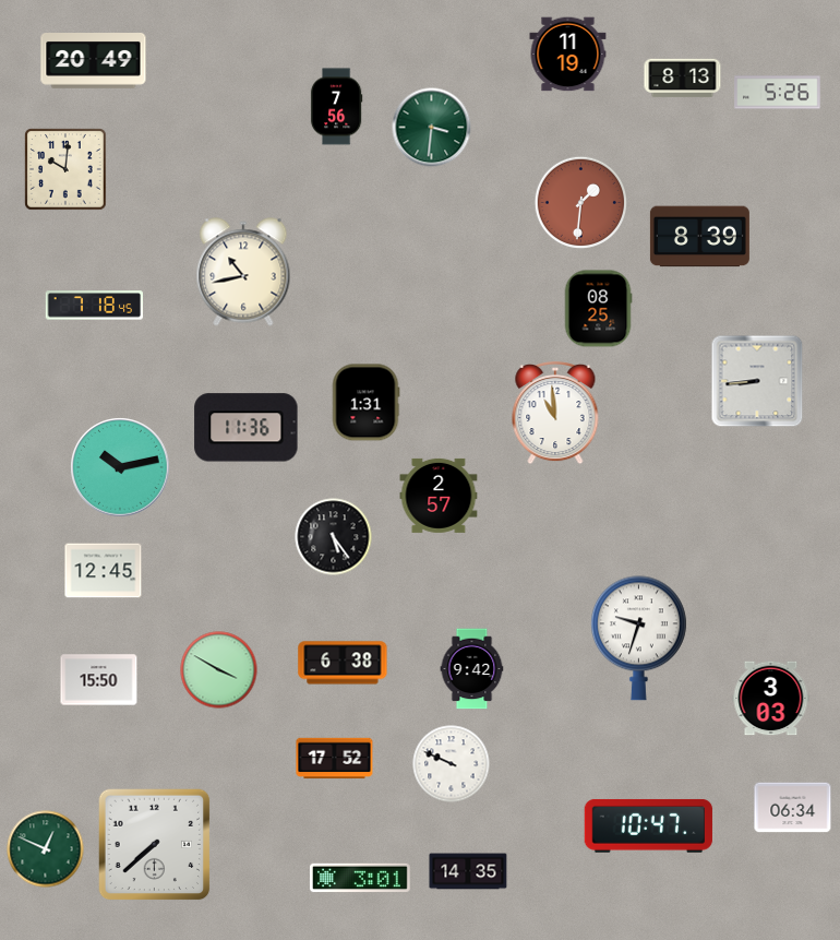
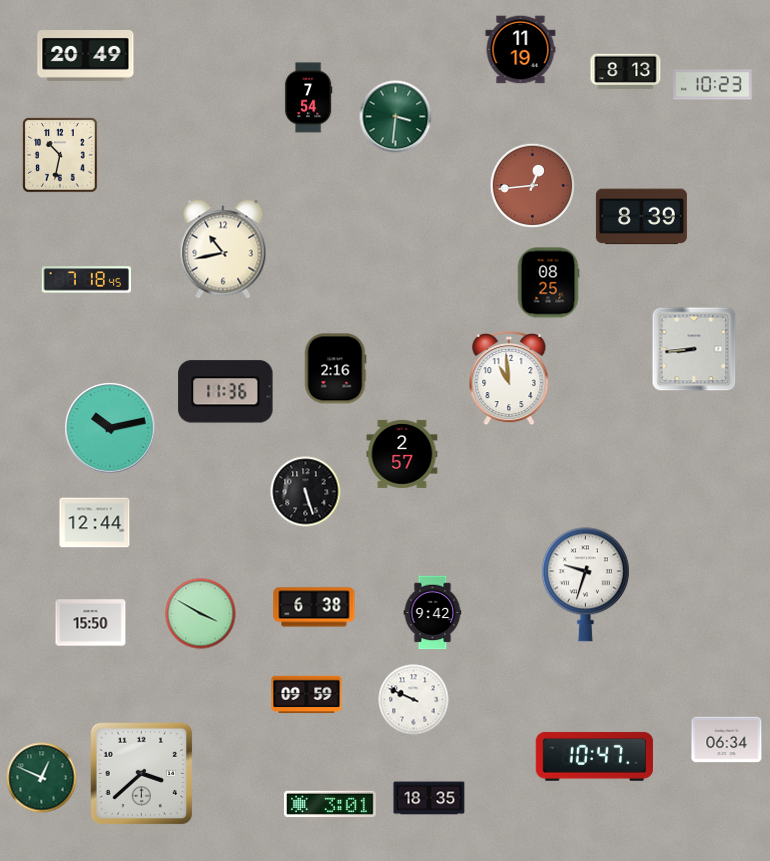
clock at (778, 93): 5:26 -> 10:23
clock at (336, 107): 7:56 -> 7:54
clock at (65, 169): 10:01 -> 10:32
clock at (580, 202): 1:31 -> 12:44
clock at (365, 403): 1:31 -> 2:16
clock at (334, 537): 5:24 -> 5:27
clock at (104, 571): 12:45 -> 12:44
clock at (771, 699): 3:03 -> none
clock at (335, 759): 17:52 -> 09:59
clock at (155, 845): 7:38 -> 3:38
clock at (468, 871): 14:35 -> 18:35
